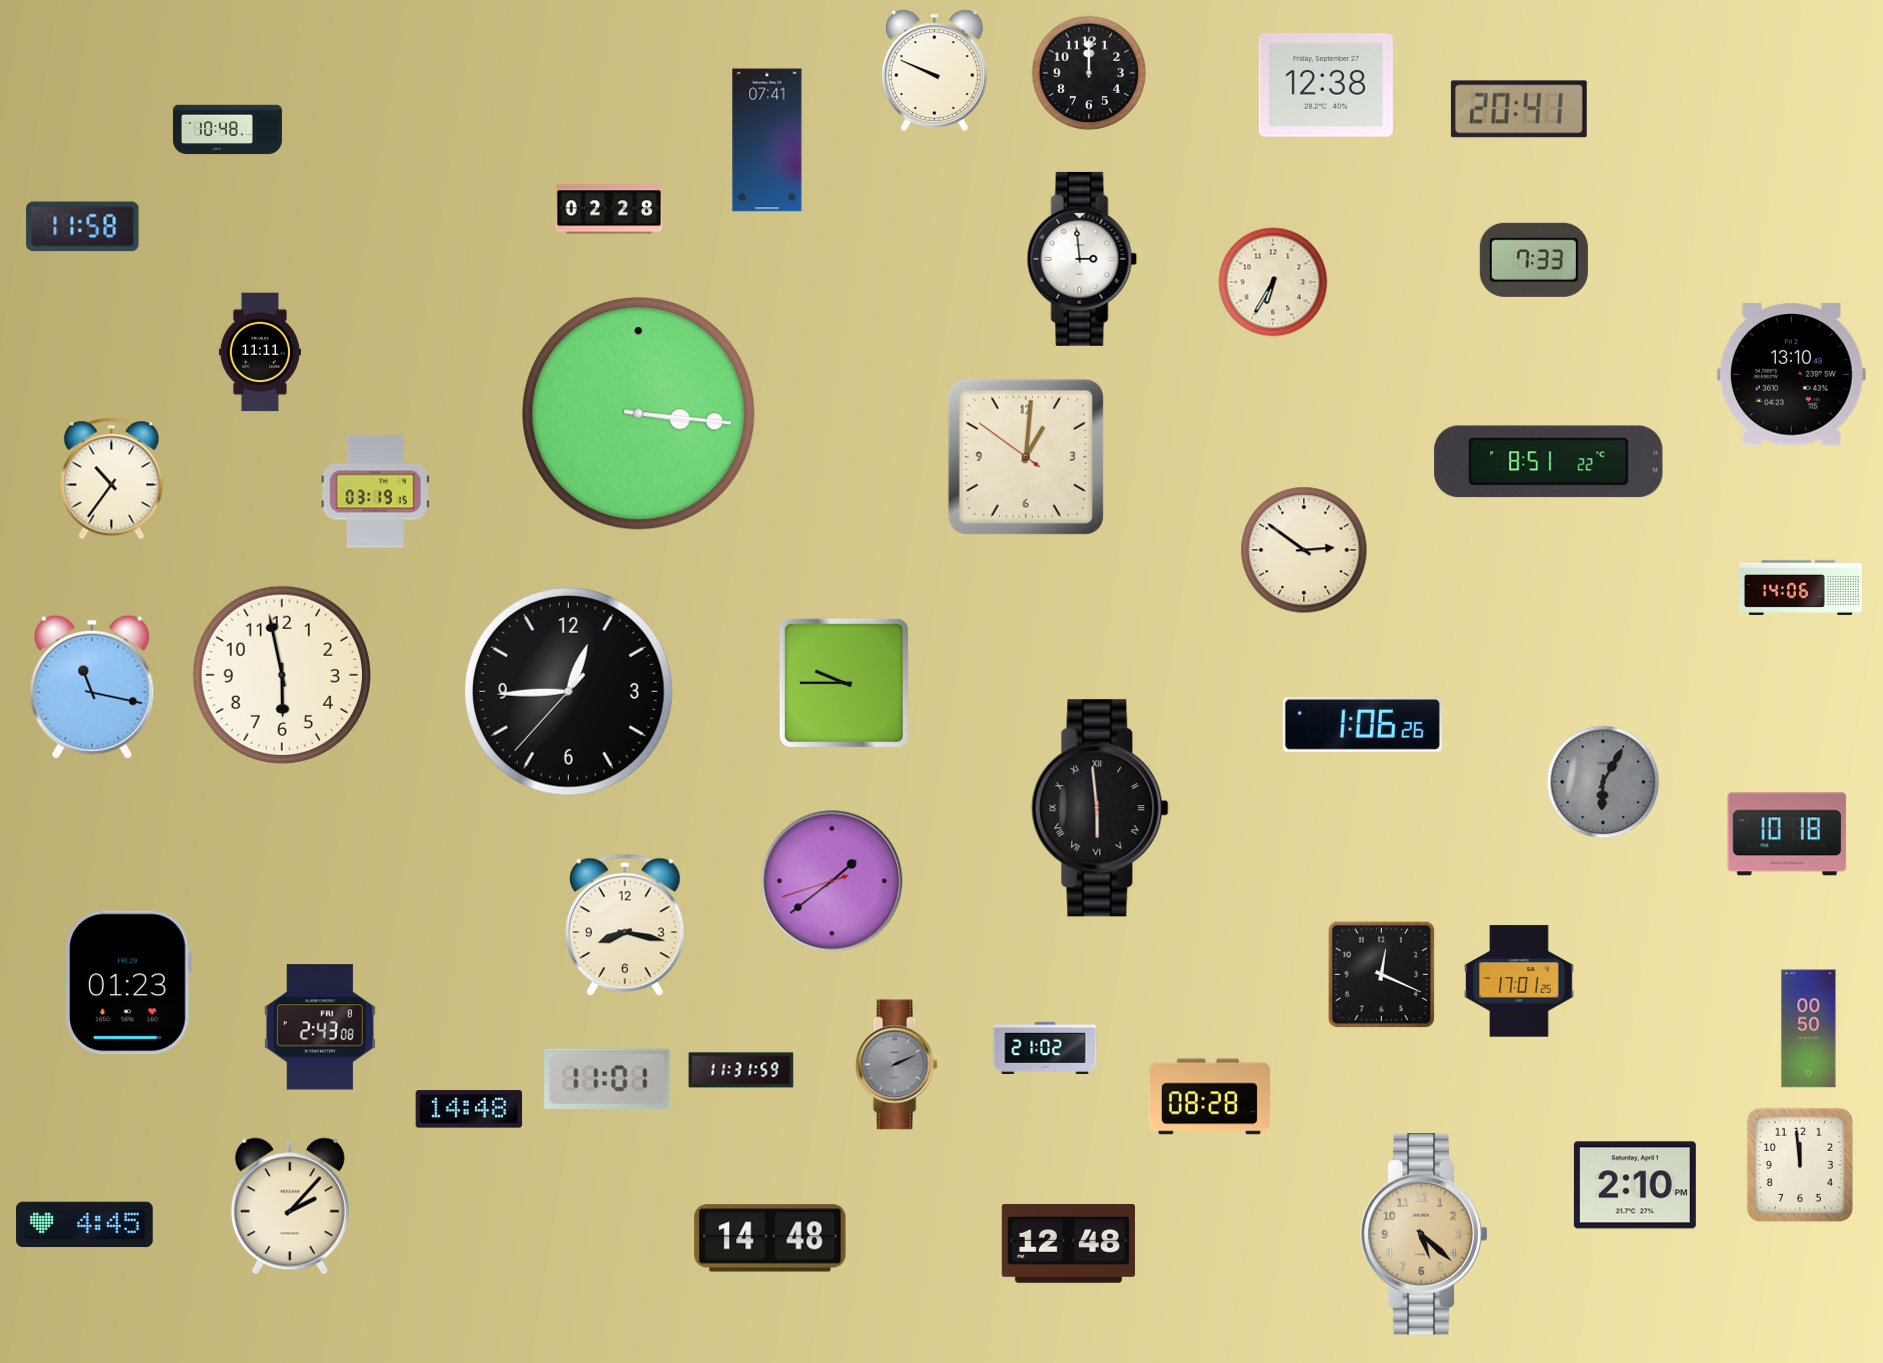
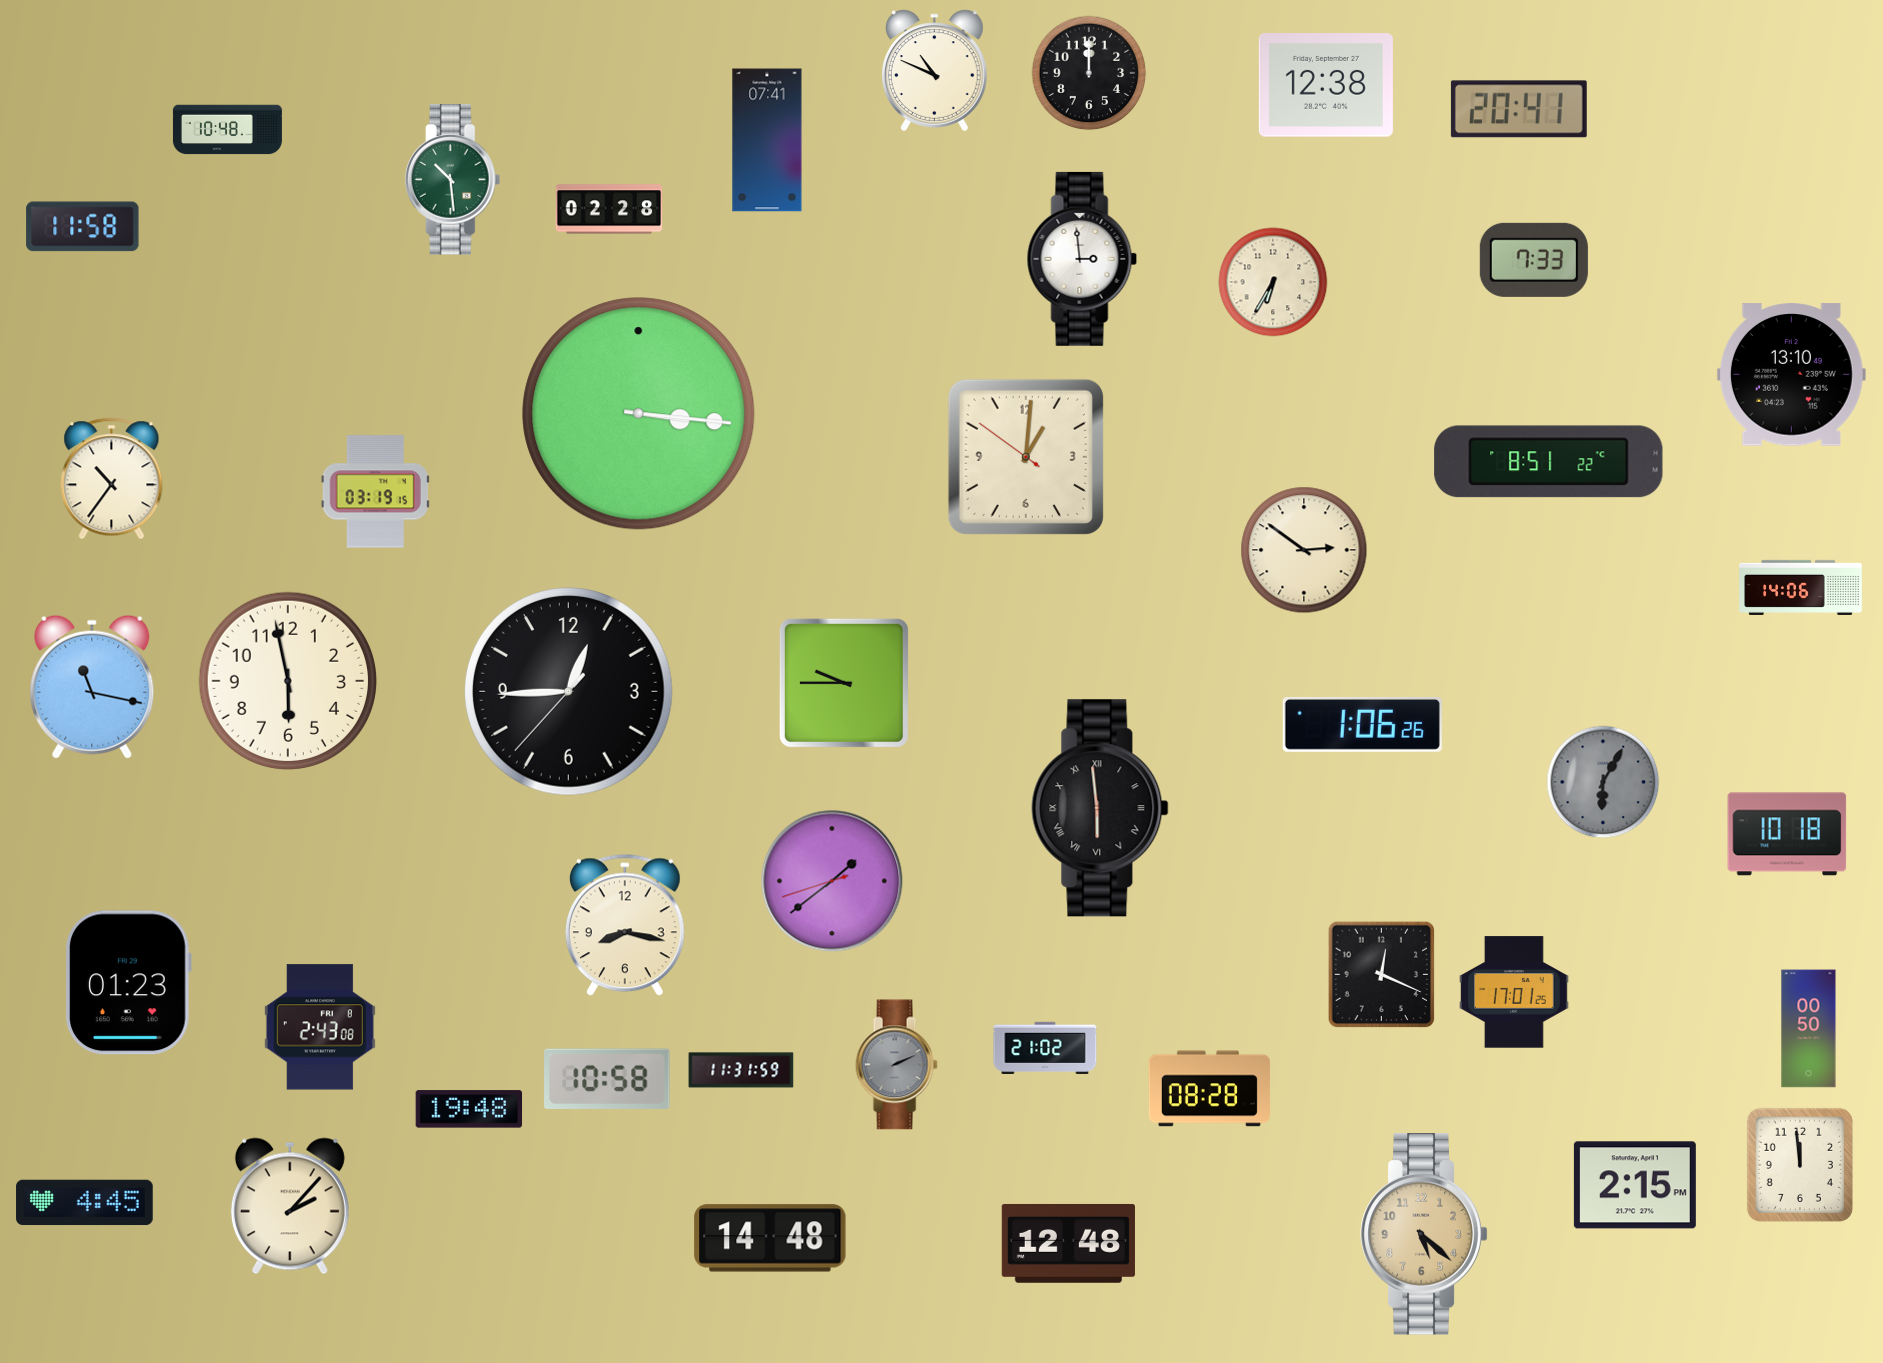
clock at (935, 71): 9:49 -> 10:49
clock at (453, 180): none -> 10:29
clock at (260, 352): 11:11 -> none
clock at (282, 675) position: (282, 675) -> (288, 681)
clock at (1520, 981) position: (1520, 981) -> (1515, 992)
clock at (607, 1079): 11:01 -> 10:58
clock at (1209, 1097) position: (1209, 1097) -> (1209, 1089)
clock at (469, 1109): 14:48 -> 19:48
clock at (1635, 1185): 2:10 -> 2:15
clock at (85, 1225) position: (85, 1225) -> (85, 1203)
